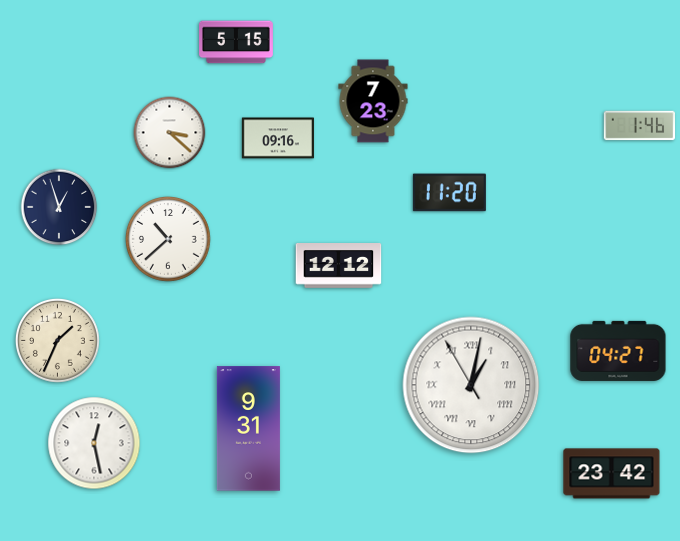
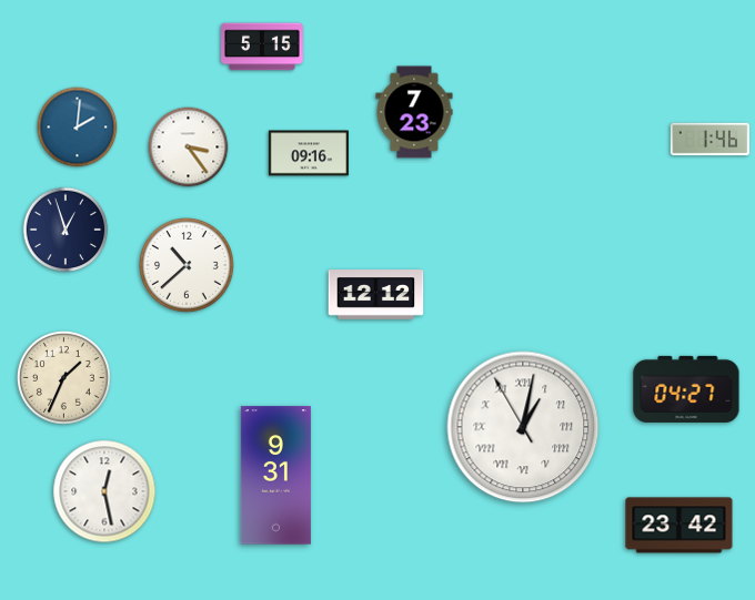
clock at (78, 128): none -> 2:01
clock at (170, 133): 3:22 -> 3:24
clock at (449, 193): 11:20 -> none
